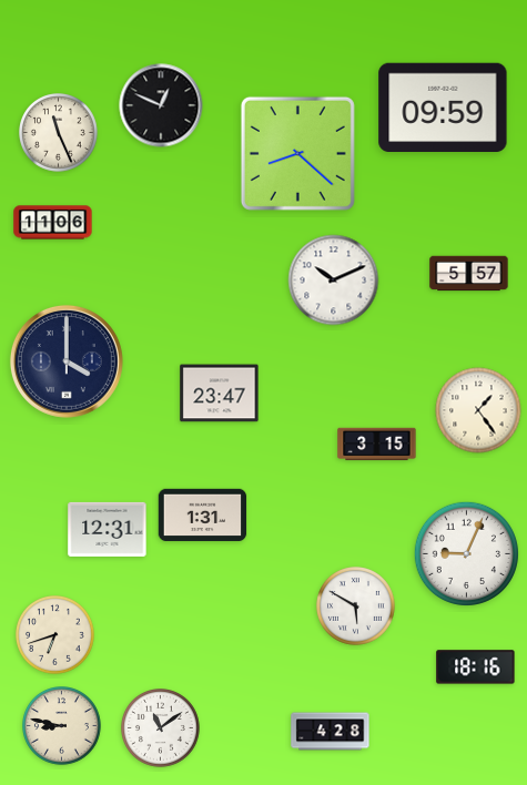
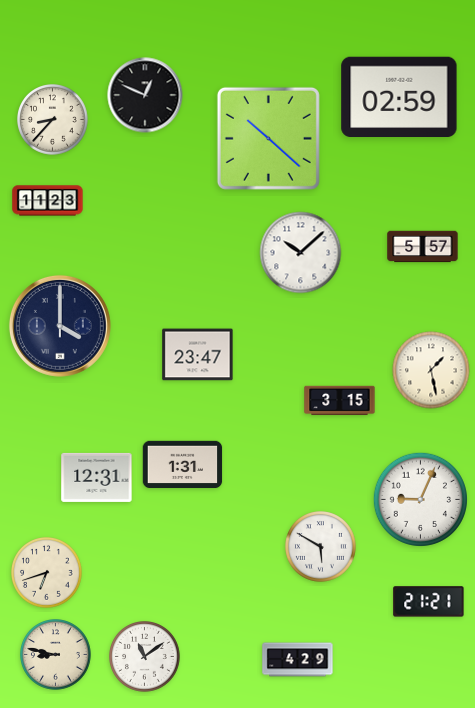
clock at (443, 106): 09:59 -> 02:59
clock at (59, 133): 11:26 -> 8:37
clock at (297, 153): 8:22 -> 10:22
clock at (53, 223): 11:06 -> 11:23
clock at (334, 281): 10:11 -> 10:08
clock at (478, 410): 1:24 -> 1:28
clock at (55, 635) position: (55, 635) -> (47, 573)
clock at (476, 667): 18:16 -> 21:21
clock at (331, 732): 4:28 -> 4:29
